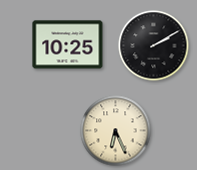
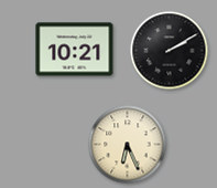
clock at (68, 45): 10:25 -> 10:21
